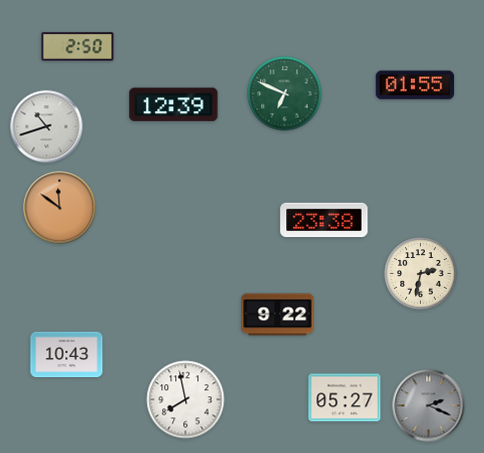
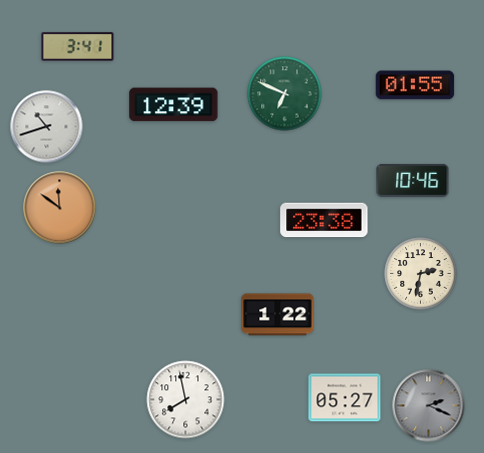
clock at (78, 47): 2:50 -> 3:41
clock at (413, 180): none -> 10:46
clock at (278, 315): 9:22 -> 1:22
clock at (67, 355): 10:43 -> none
